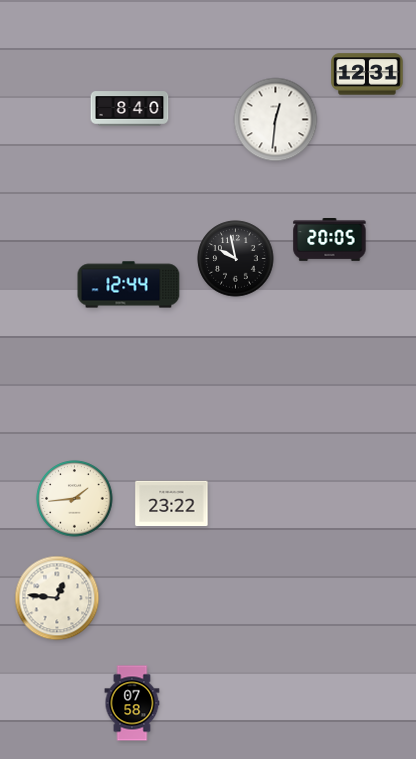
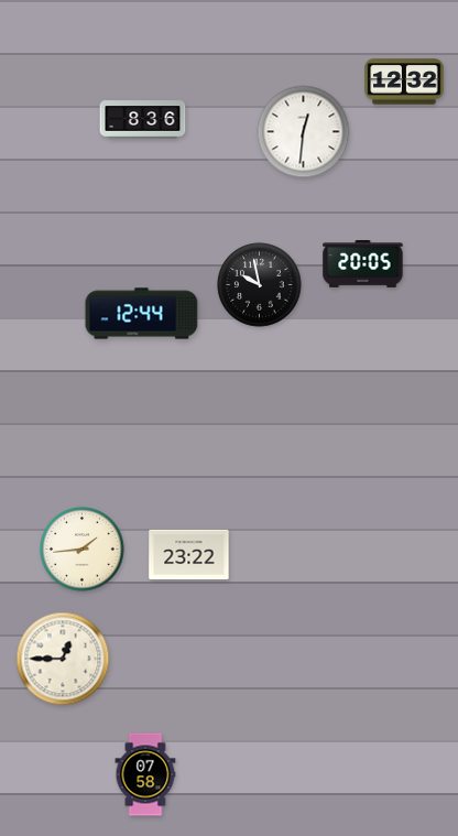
clock at (367, 74): 12:31 -> 12:32
clock at (130, 109): 8:40 -> 8:36
clock at (57, 598): 12:46 -> 12:45
